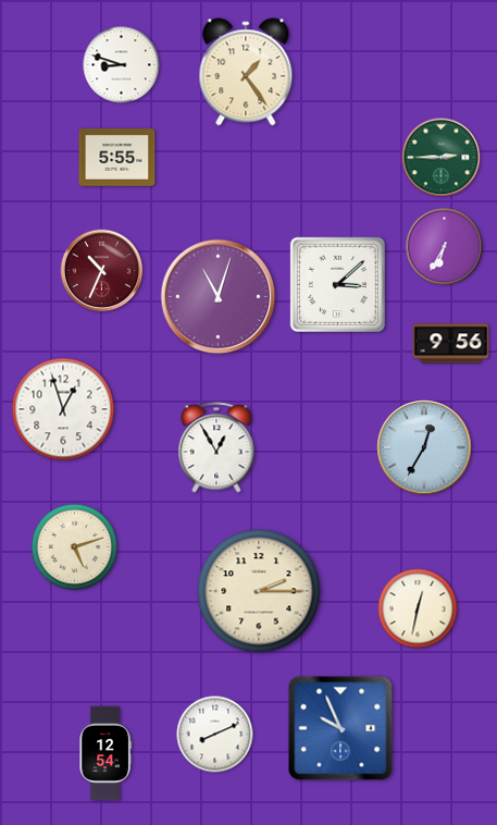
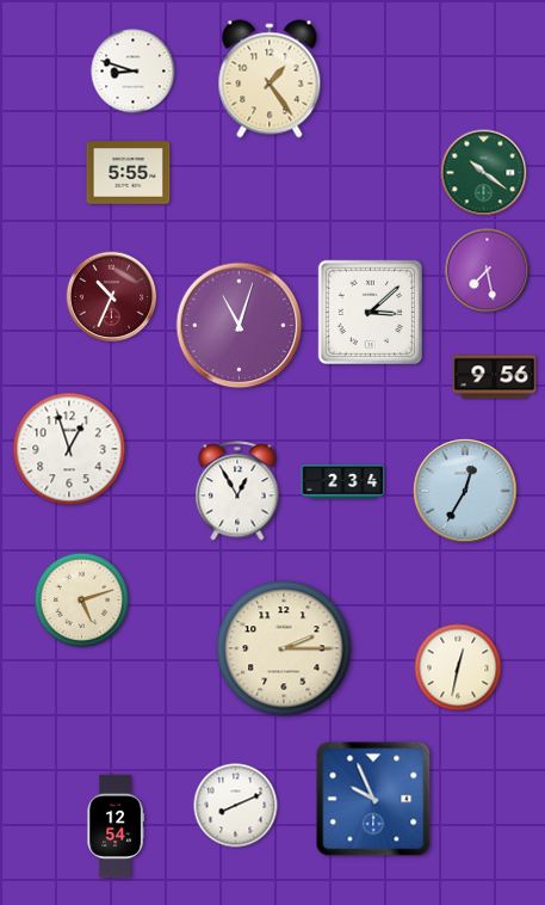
clock at (442, 158): 2:45 -> 10:21
clock at (445, 247): 6:35 -> 7:28
clock at (343, 482): none -> 2:34
